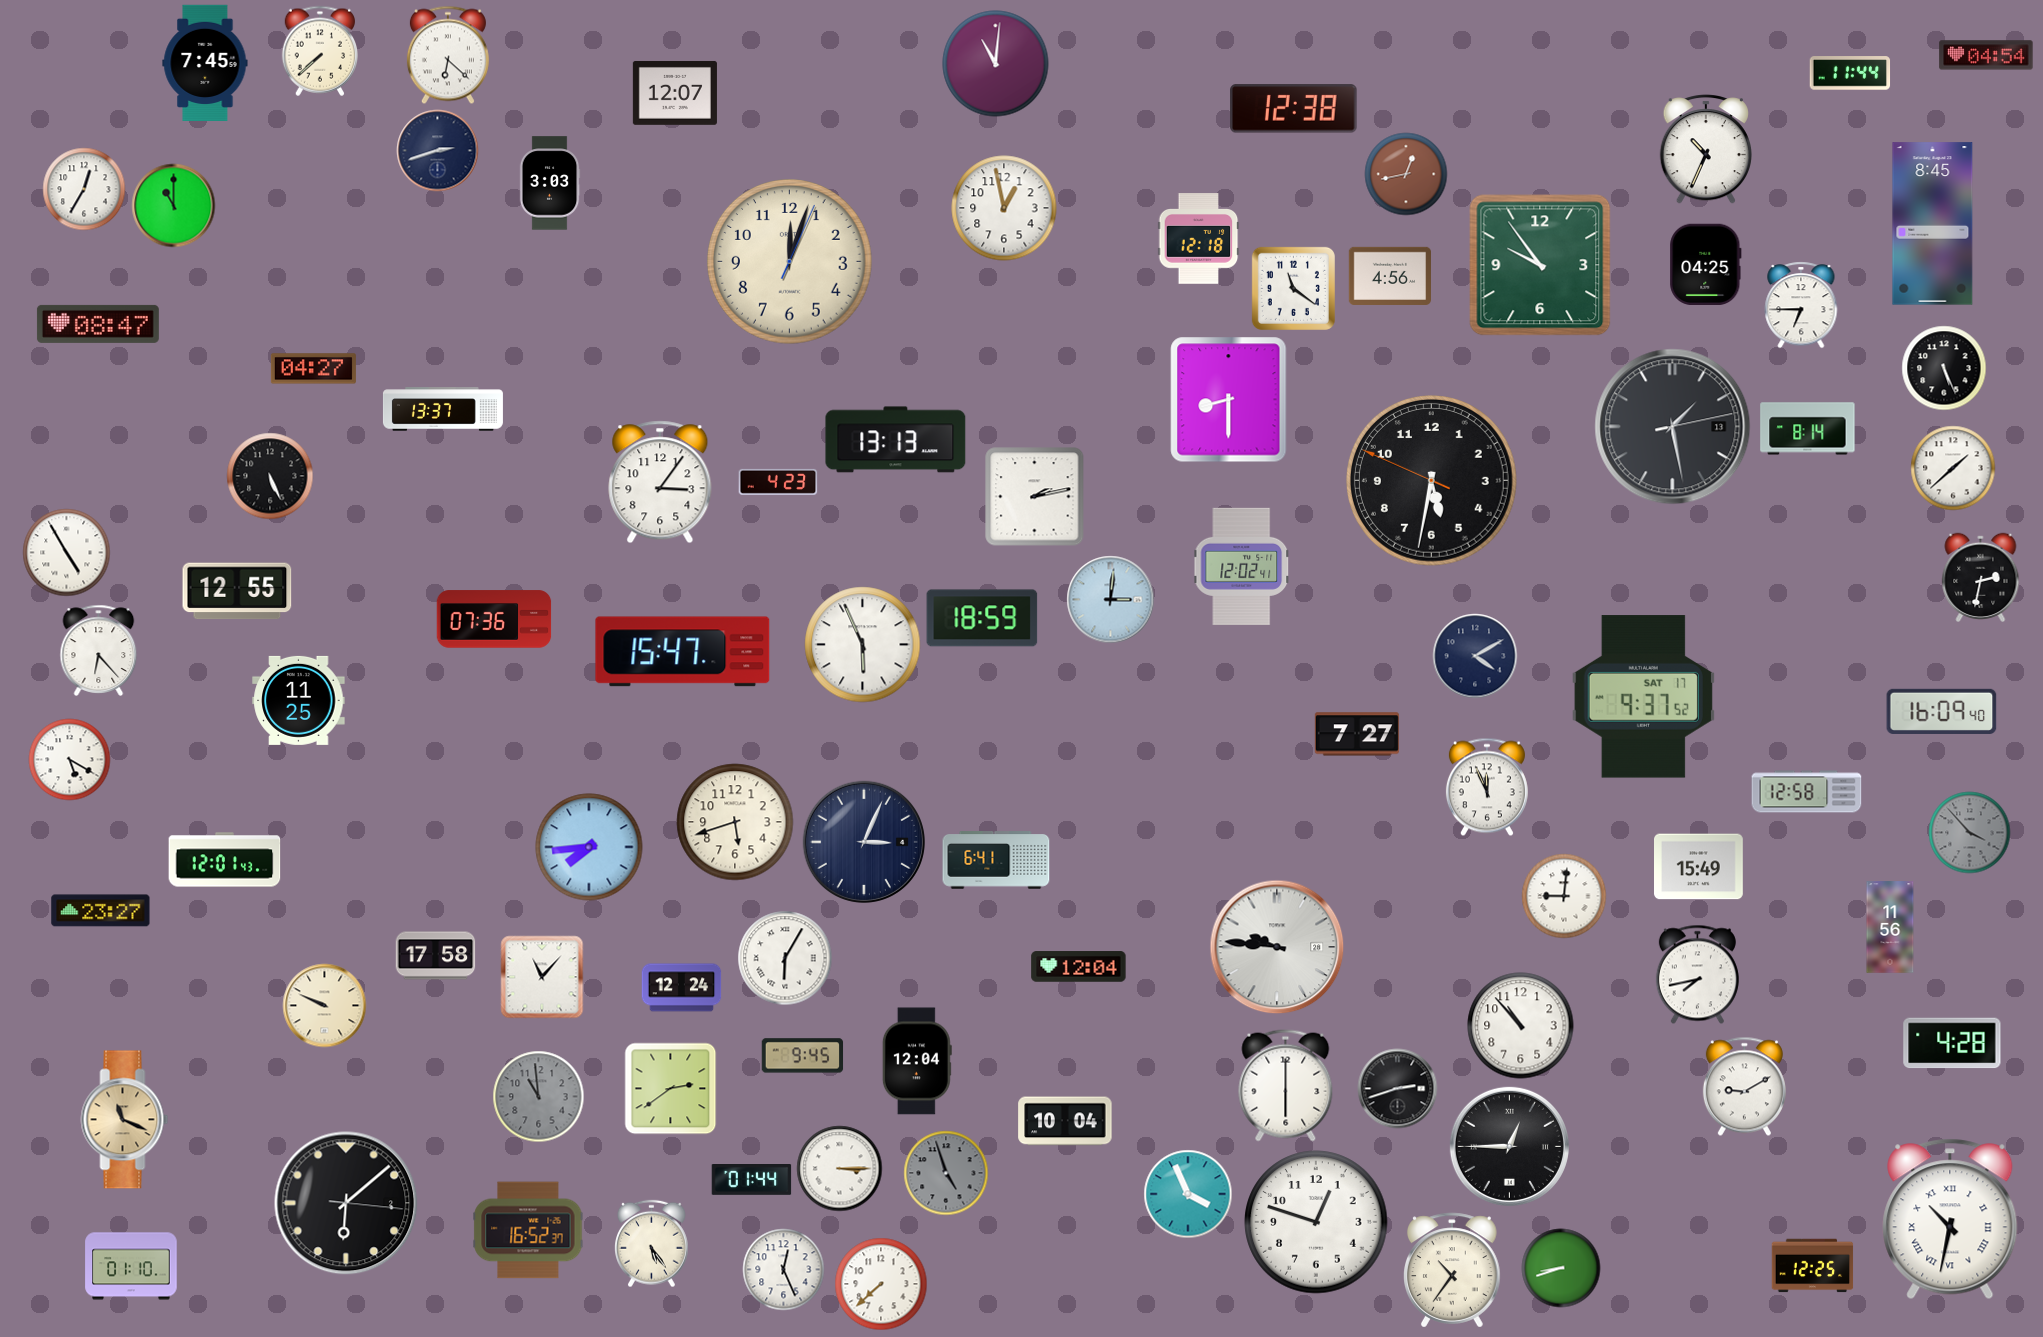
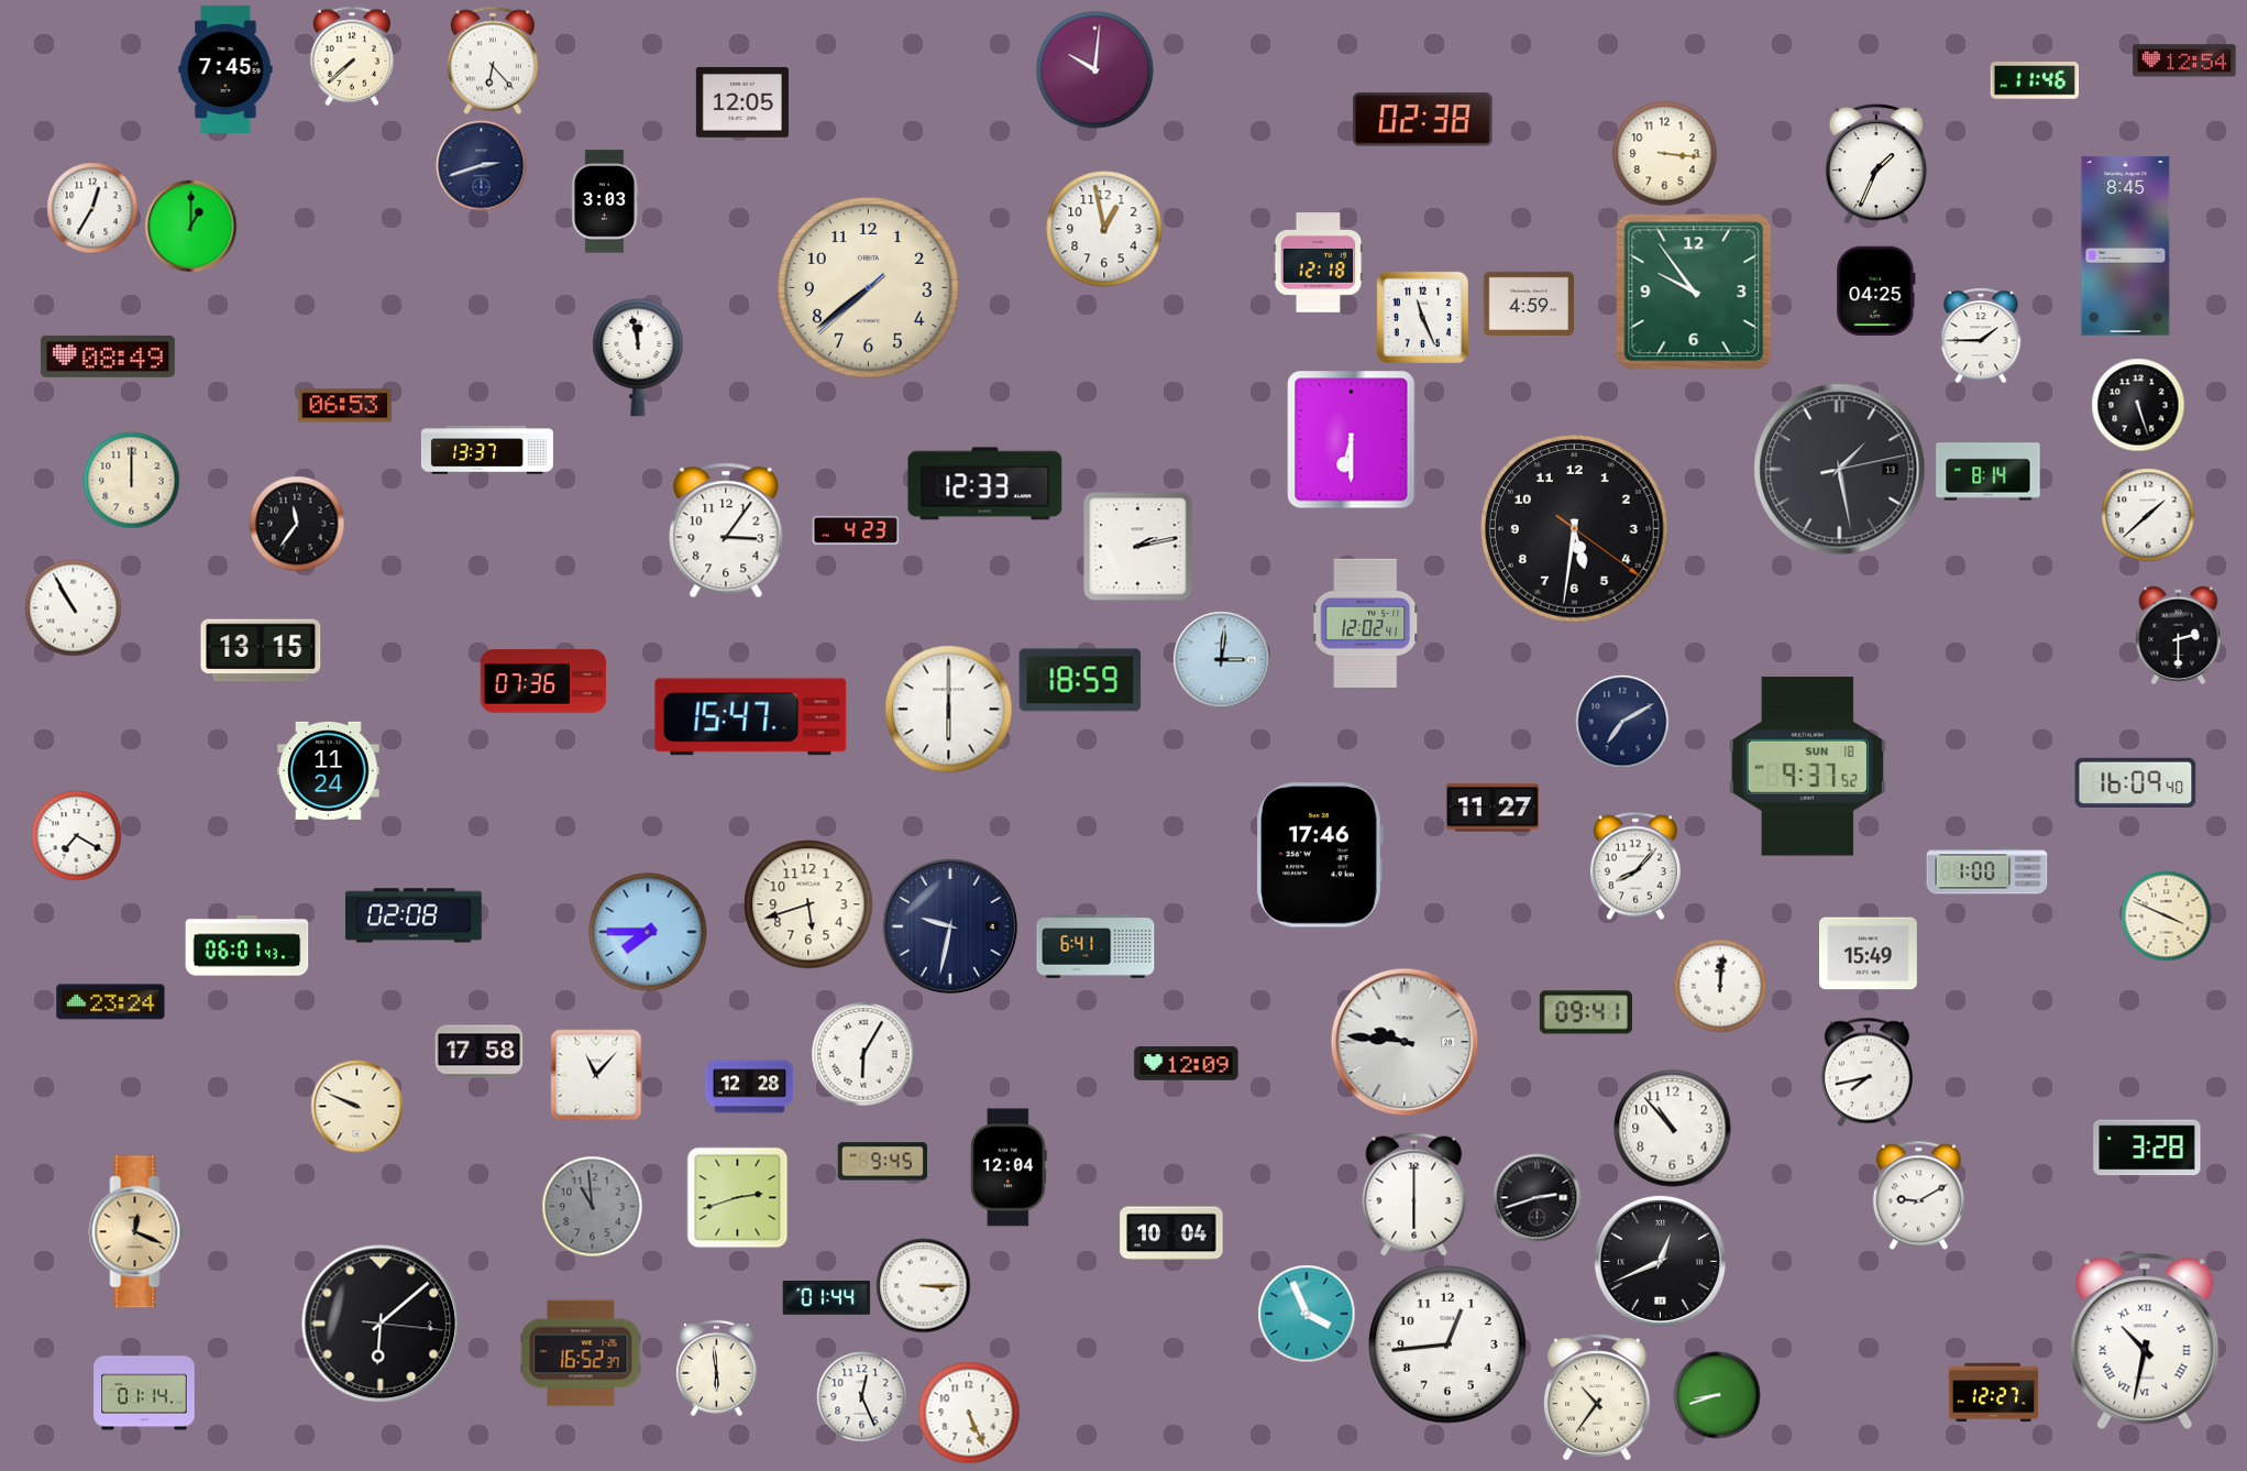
clock at (448, 55): 6:22 -> 6:23
clock at (1986, 55): 04:54 -> 12:54
clock at (996, 64): 11:01 -> 10:01
clock at (1850, 73): 11:44 -> 11:46
clock at (675, 93): 12:07 -> 12:05
clock at (1294, 109): 12:38 -> 02:38
clock at (1665, 154): none -> 3:16
clock at (1705, 149): 10:34 -> 1:34
clock at (1406, 174): 12:43 -> none
clock at (174, 206): 11:00 -> 1:00
clock at (790, 262): 12:03 -> 7:38
clock at (1389, 276): 4:56 -> 4:59
clock at (1293, 288): 11:21 -> 11:26
clock at (1801, 305): 6:45 -> 1:45
clock at (98, 324): 08:47 -> 08:49
clock at (638, 358): none -> 11:58
clock at (1944, 368): 5:26 -> 5:27
clock at (313, 369): 04:27 -> 06:53
clock at (1229, 400): 8:30 -> 6:30
clock at (132, 481): none -> 12:00
clock at (896, 440): 13:13 -> 12:33
clock at (270, 476): 5:26 -> 11:36
clock at (1432, 481): 5:31:49 -> 5:31:21
clock at (67, 553): 4:55 -> 10:55
clock at (1981, 577): 2:32 -> 2:30
clock at (237, 591): 12:55 -> 13:15
clock at (863, 645): 5:56 -> 6:00
clock at (99, 650): 6:23 -> none
clock at (1475, 656): 4:10 -> 7:10
clock at (1643, 697) date: SAT 17 -> SUN 18
clock at (299, 700): 11:25 -> 11:24
clock at (1357, 734): 7:27 -> 11:27
clock at (70, 760): 5:20 -> 7:20
clock at (1320, 855): none -> 17:46
clock at (1487, 787): 11:56 -> 8:07
clock at (1807, 792): 12:58 -> 1:00
clock at (415, 915): none -> 02:08
clock at (1970, 833): 3:53 -> 3:49
clock at (1970, 833) dial: grey -> cream
clock at (864, 842): 3:04 -> 9:32
clock at (589, 847): 7:44 -> 7:45
clock at (225, 860): 12:01 -> 06:01
clock at (1564, 896): 9:01 -> 12:01
clock at (101, 911): 23:27 -> 23:24
clock at (1586, 1012): none -> 09:41
clock at (1890, 927): 11:56 -> none
clock at (1079, 967): 12:04 -> 12:09
clock at (682, 988): 12:24 -> 12:28
clock at (1952, 1043): 4:28 -> 3:28
clock at (671, 1089): 2:39 -> 2:42
clock at (125, 1120): 11:19 -> 12:19
clock at (1509, 1146): 12:45 -> 12:41
clock at (946, 1173): 4:57 -> none
clock at (1316, 1222): 12:48 -> 12:44
clock at (652, 1244): 5:24 -> 5:59
clock at (131, 1266): 01:10 -> 01:14
clock at (1813, 1266): 12:25 -> 12:27
clock at (881, 1284): 7:38 -> 5:26
